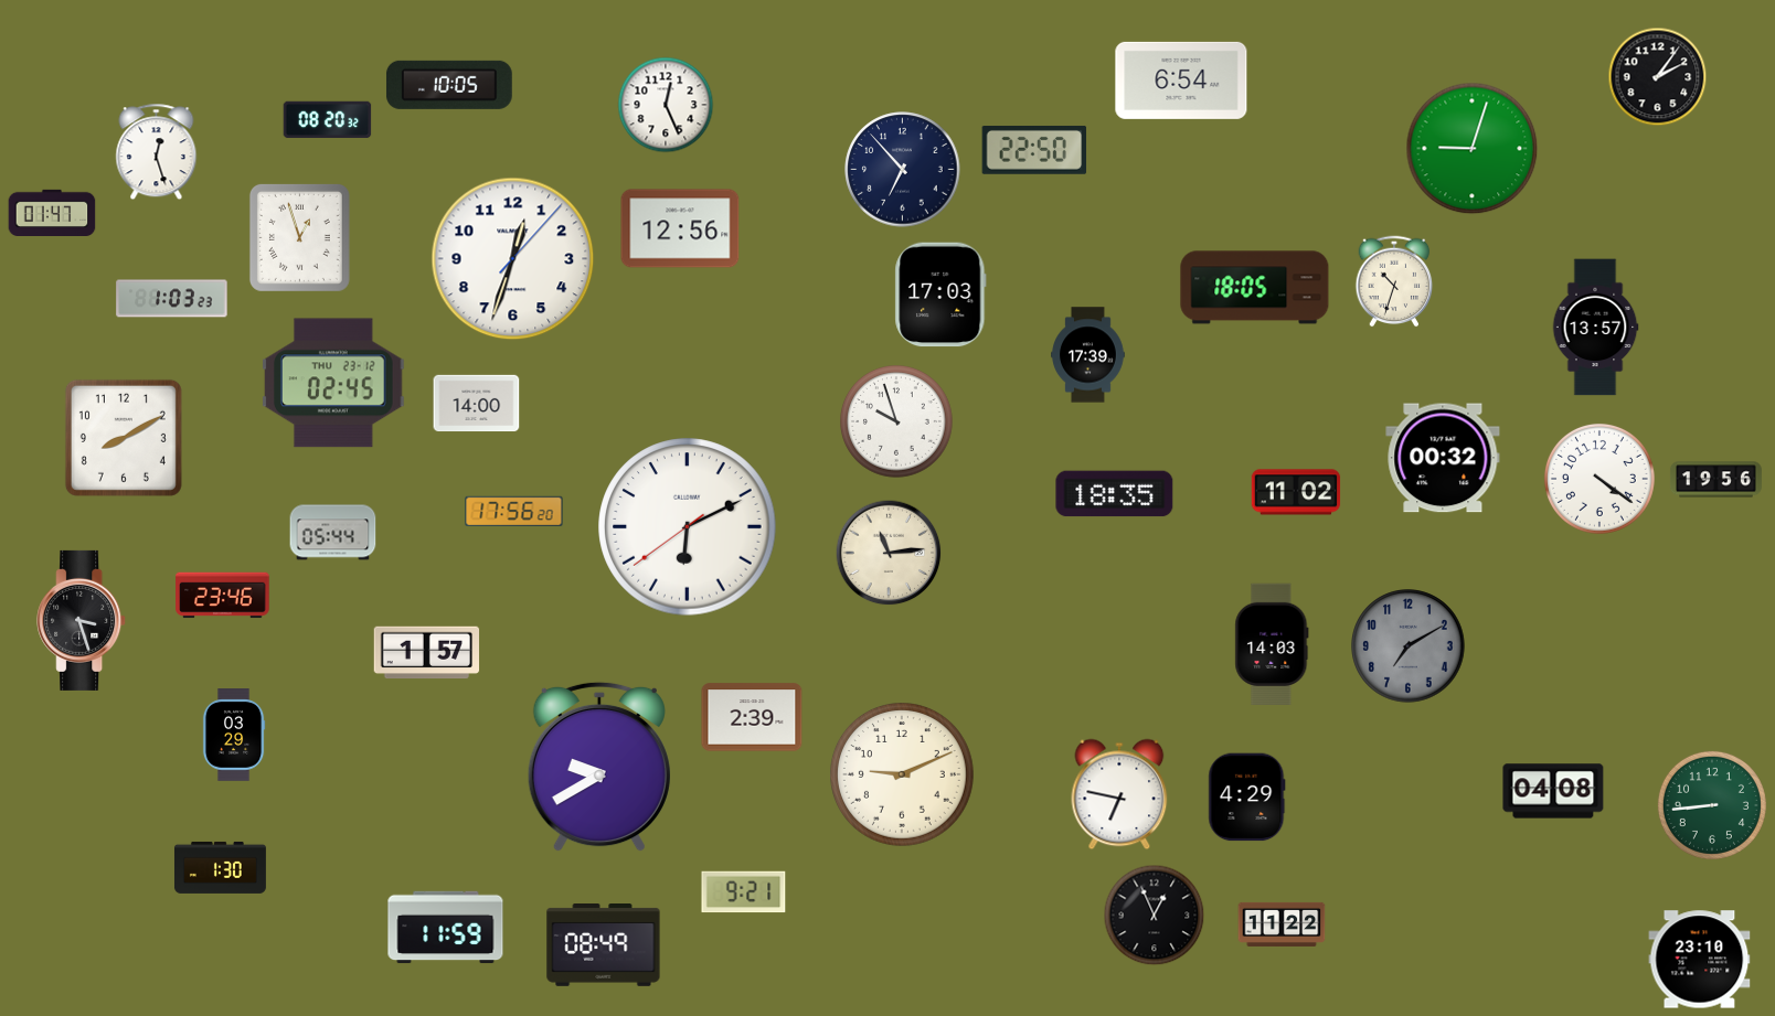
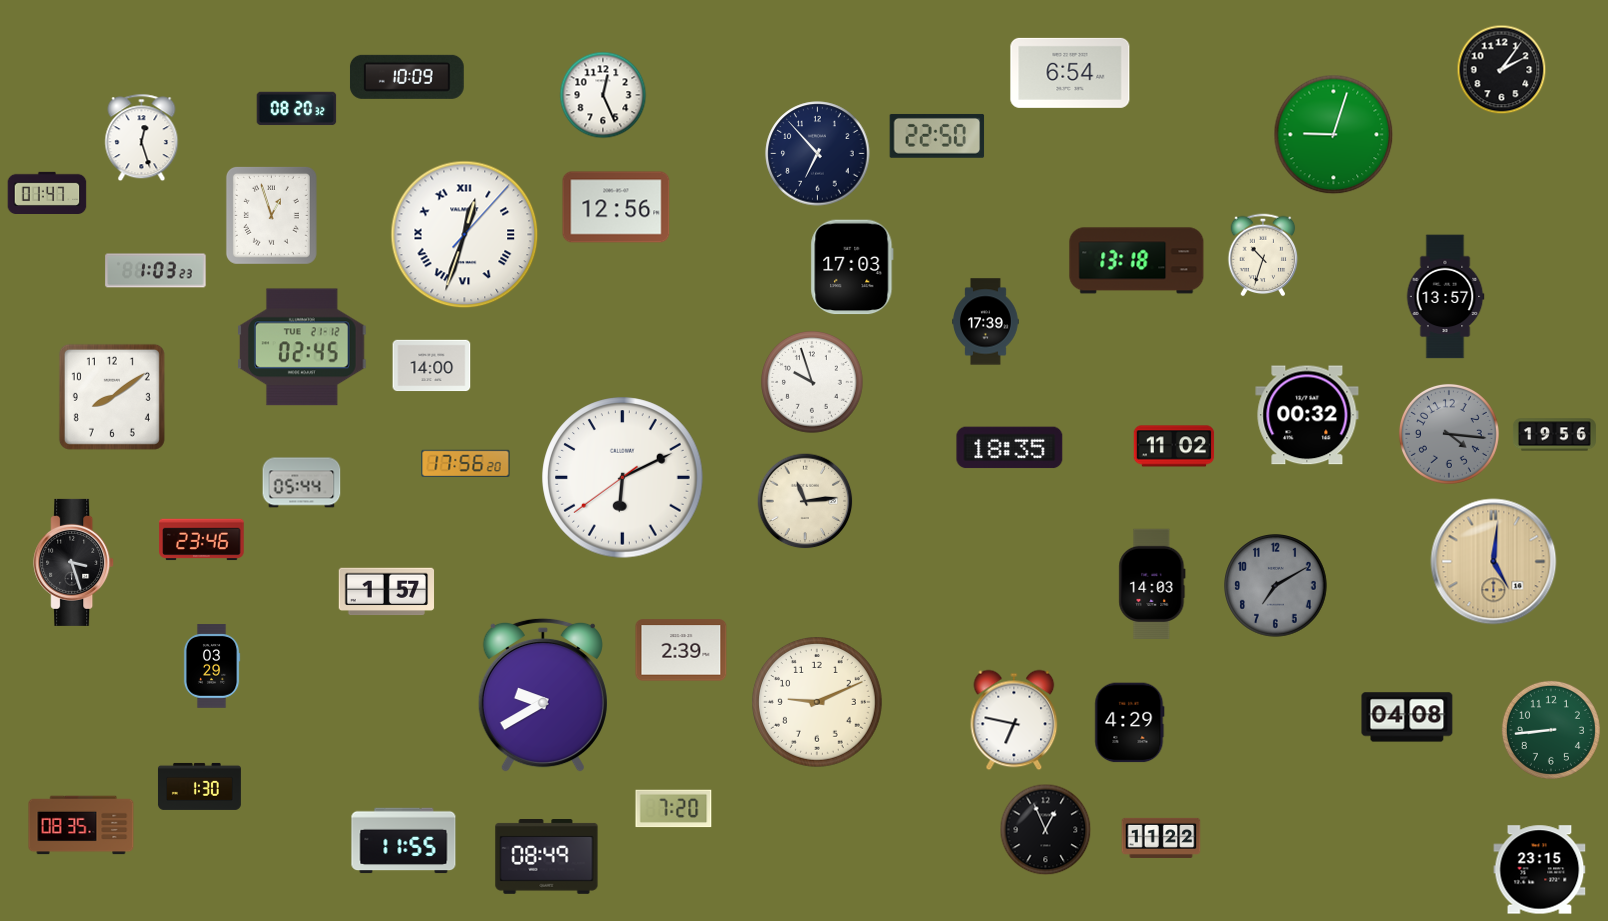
clock at (449, 85): 10:05 -> 10:09
clock at (513, 259) numerals: Arabic -> Roman
clock at (1255, 288): 18:05 -> 13:18
clock at (334, 383) date: THU 23-12 -> TUE 21-12
clock at (124, 438): 8:10 -> 8:09
clock at (1599, 479): 4:21 -> 4:16
clock at (1599, 479) dial: white -> grey
clock at (1494, 562): none -> 5:01
clock at (744, 892): 9:21 -> 7:20
clock at (81, 825): none -> 08:35
clock at (446, 928): 11:59 -> 11:55
clock at (1700, 960): 23:10 -> 23:15
